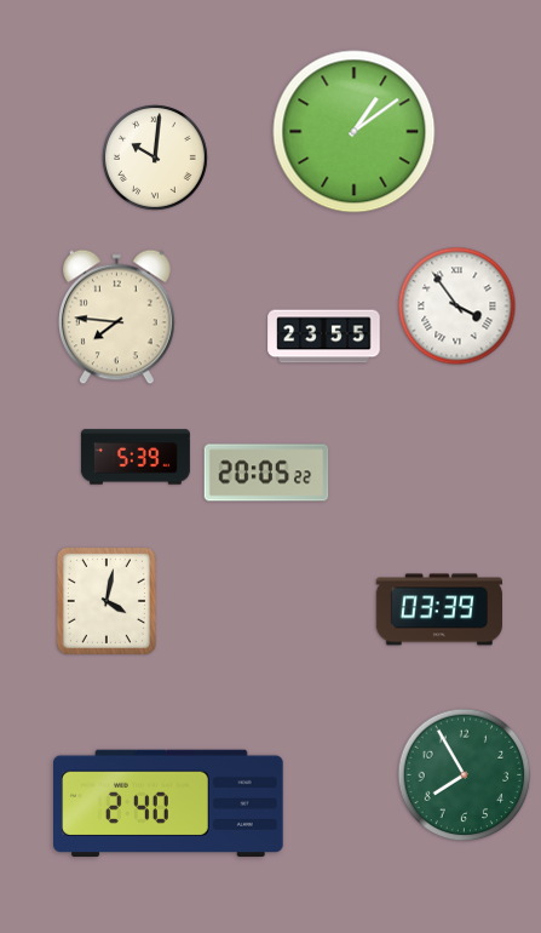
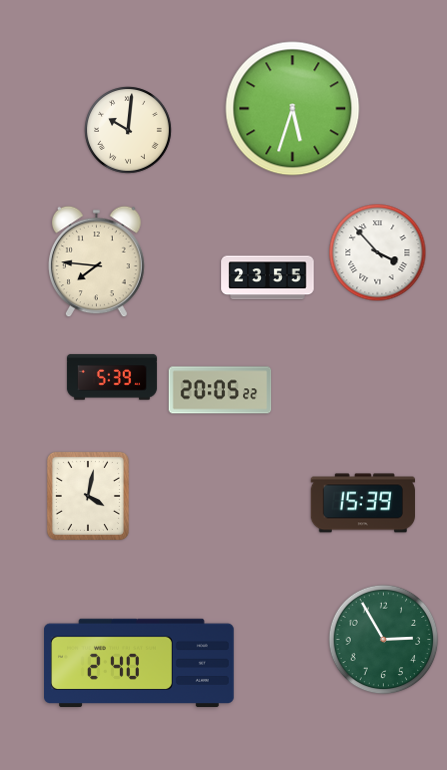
clock at (355, 132): 1:09 -> 5:33
clock at (457, 307): 3:54 -> 3:53
clock at (438, 609): 03:39 -> 15:39
clock at (465, 775): 7:55 -> 2:55
